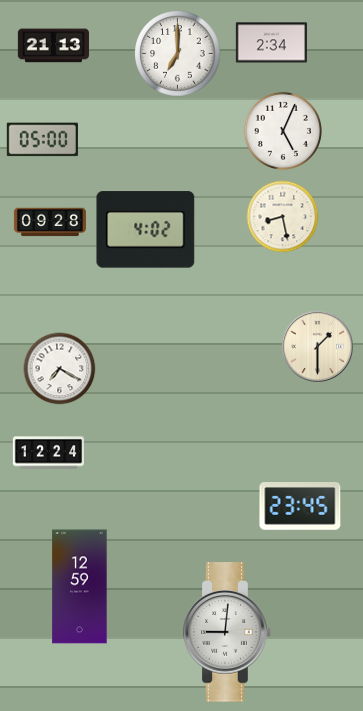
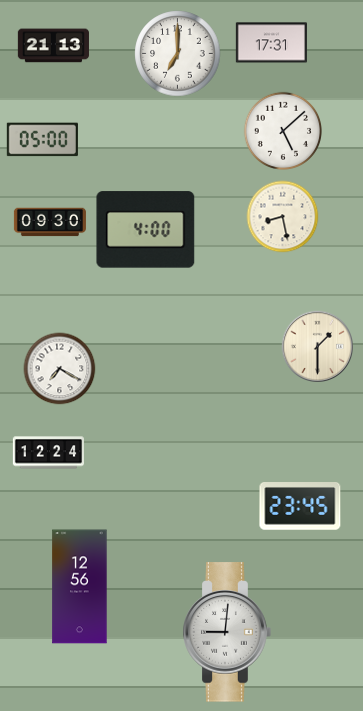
clock at (271, 43): 2:34 -> 17:31
clock at (282, 130): 5:04 -> 5:08
clock at (50, 222): 09:28 -> 09:30
clock at (146, 230): 4:02 -> 4:00
clock at (80, 587): 12:59 -> 12:56
